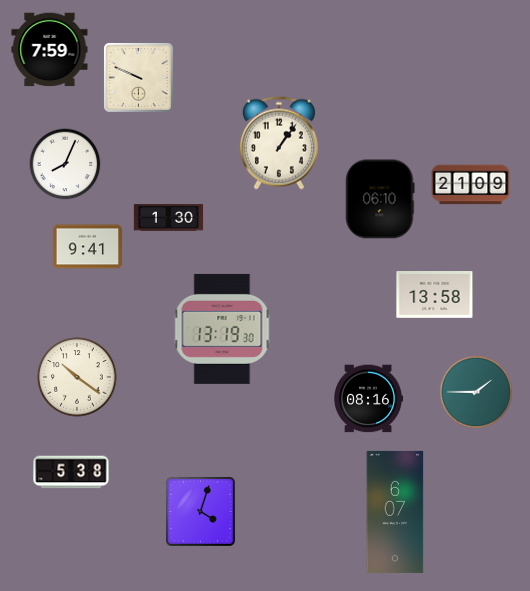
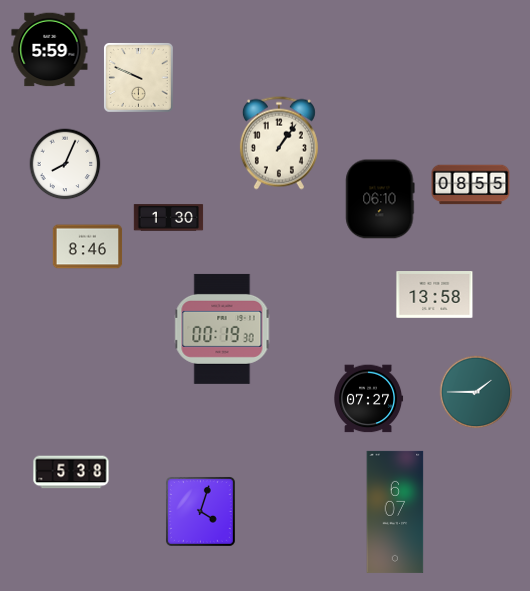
clock at (50, 50): 7:59 -> 5:59
clock at (471, 185): 21:09 -> 08:55
clock at (88, 247): 9:41 -> 8:46
clock at (222, 329): 13:19 -> 00:19
clock at (77, 377): 10:21 -> none
clock at (369, 399): 08:16 -> 07:27
